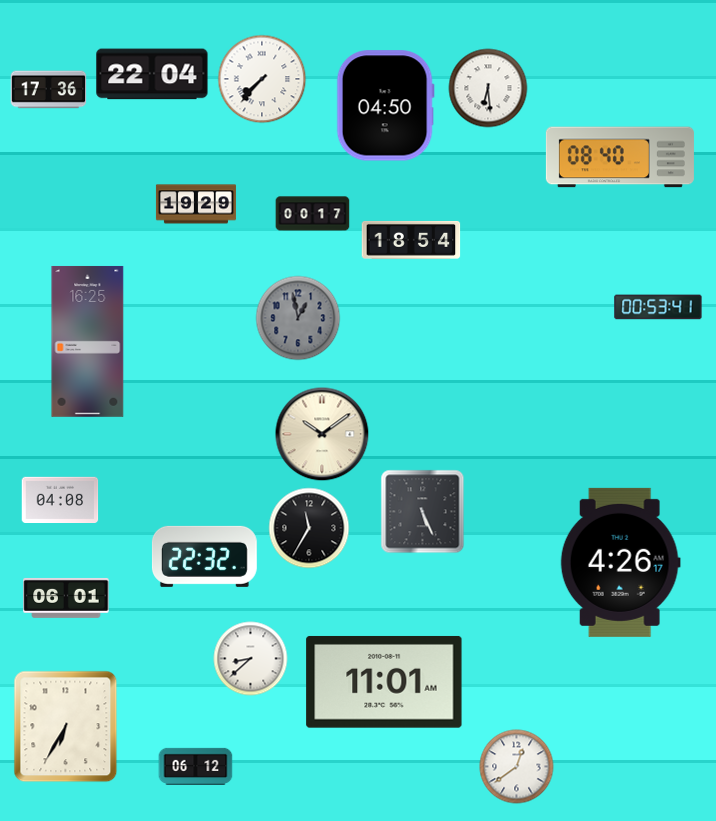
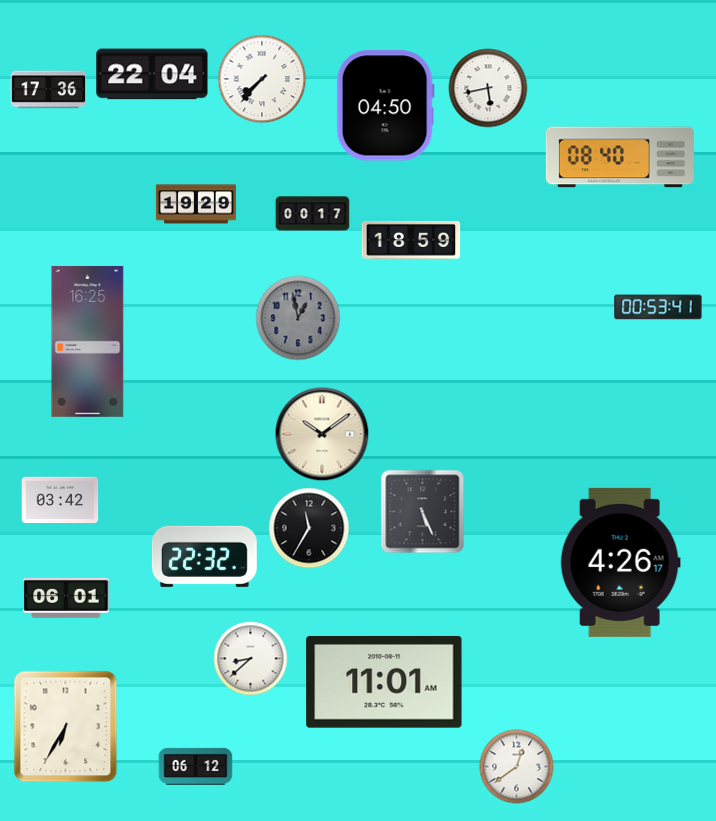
clock at (488, 88): 6:29 -> 5:43
clock at (411, 240): 18:54 -> 18:59
clock at (60, 499): 04:08 -> 03:42
